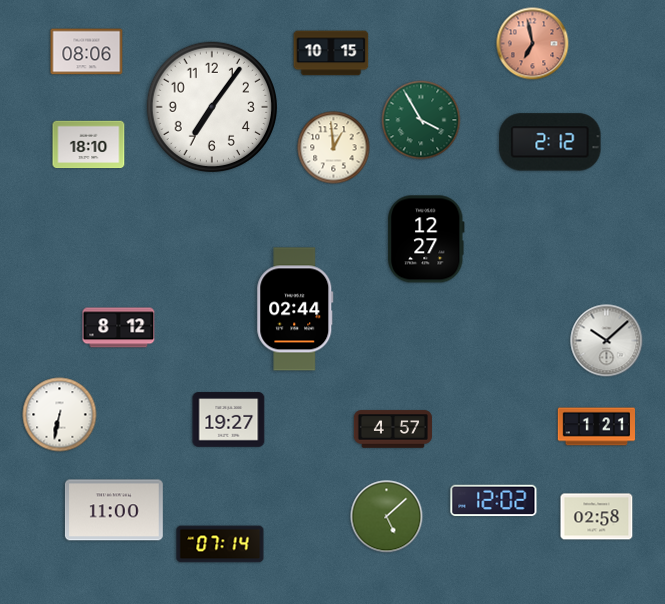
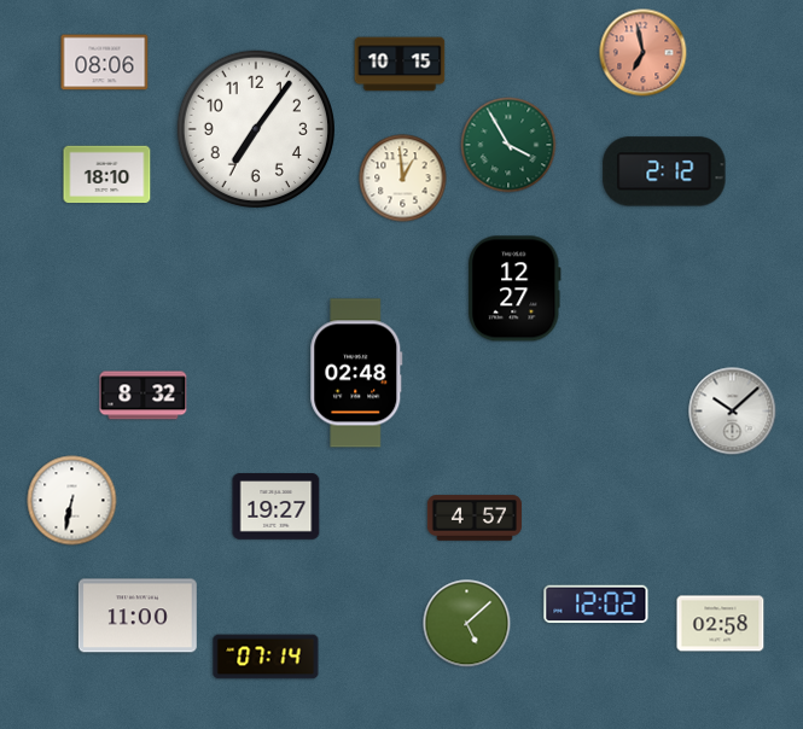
clock at (295, 309): 02:44 -> 02:48
clock at (119, 328): 8:12 -> 8:32
clock at (597, 427): 1:21 -> none
